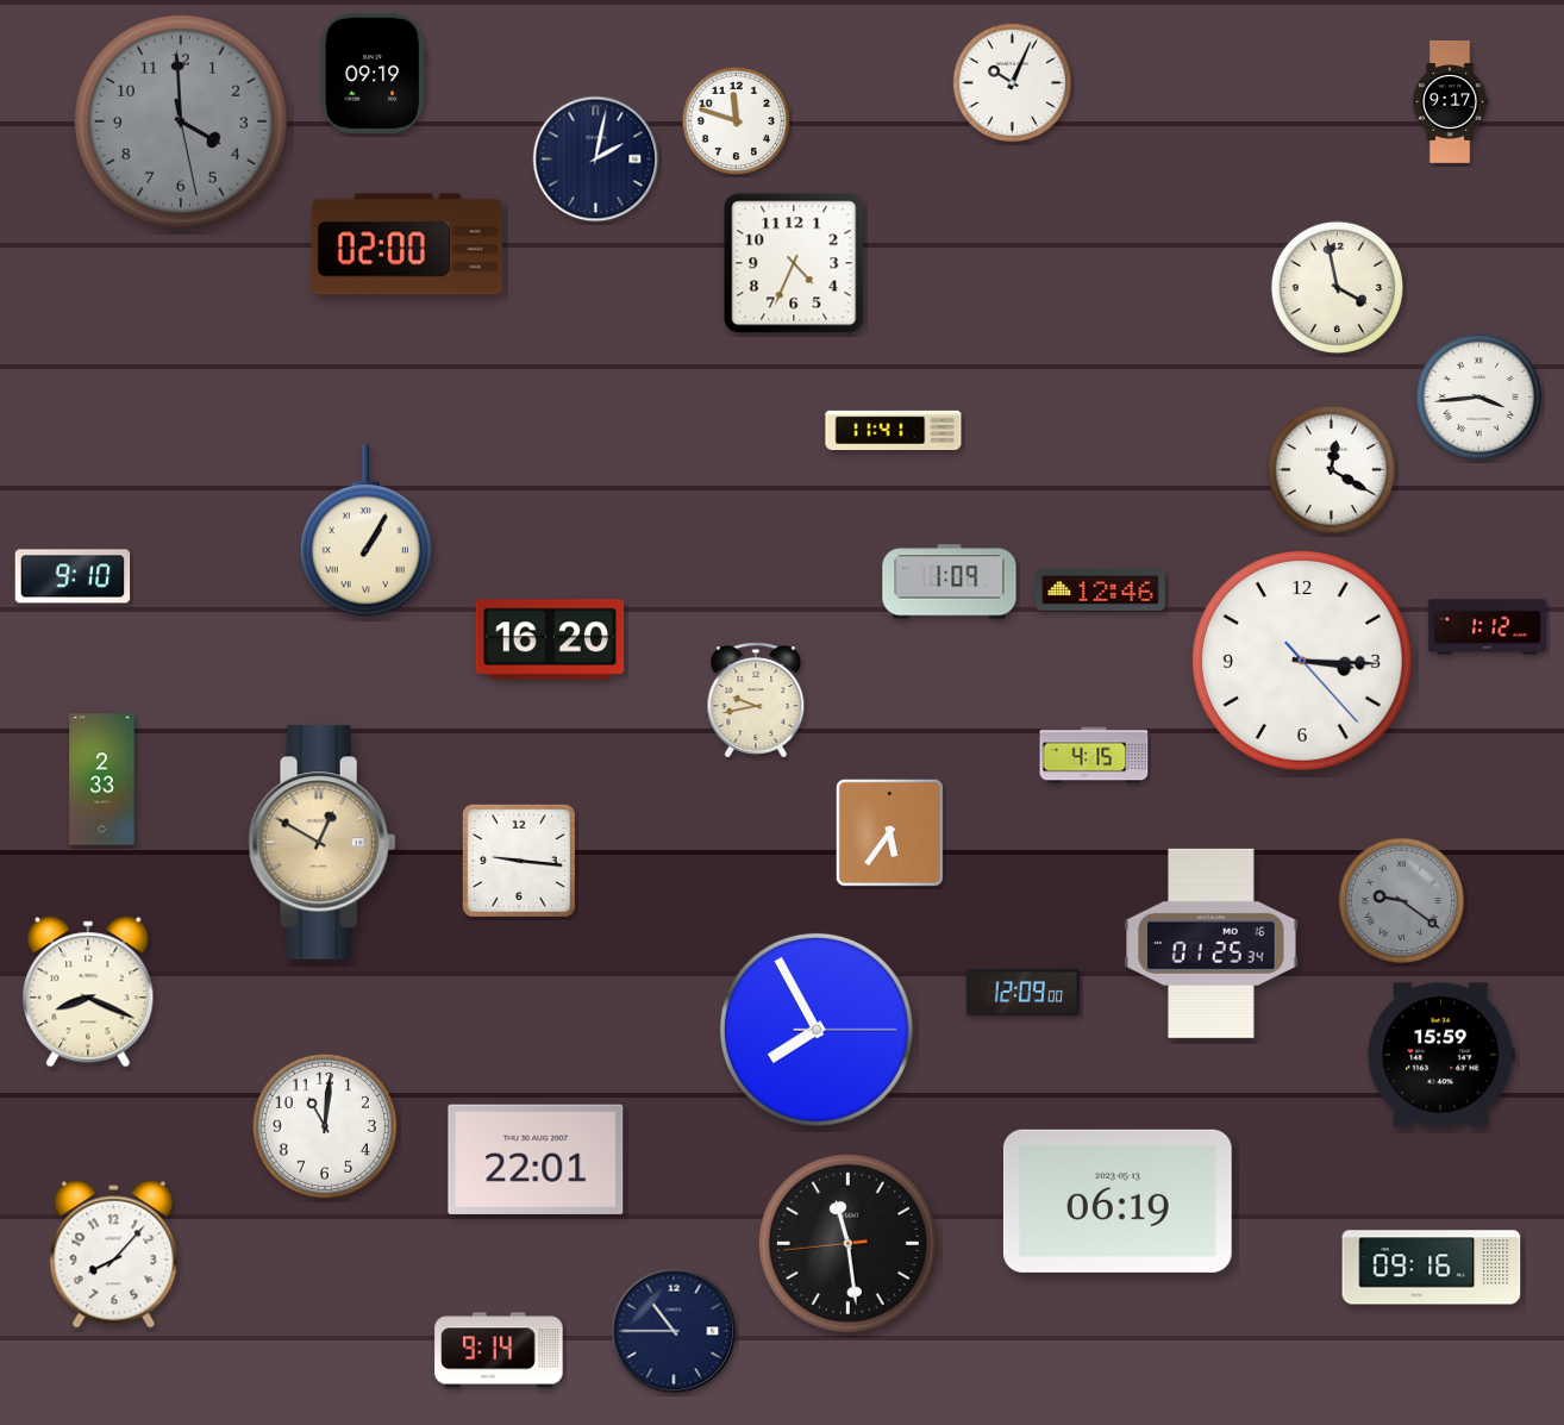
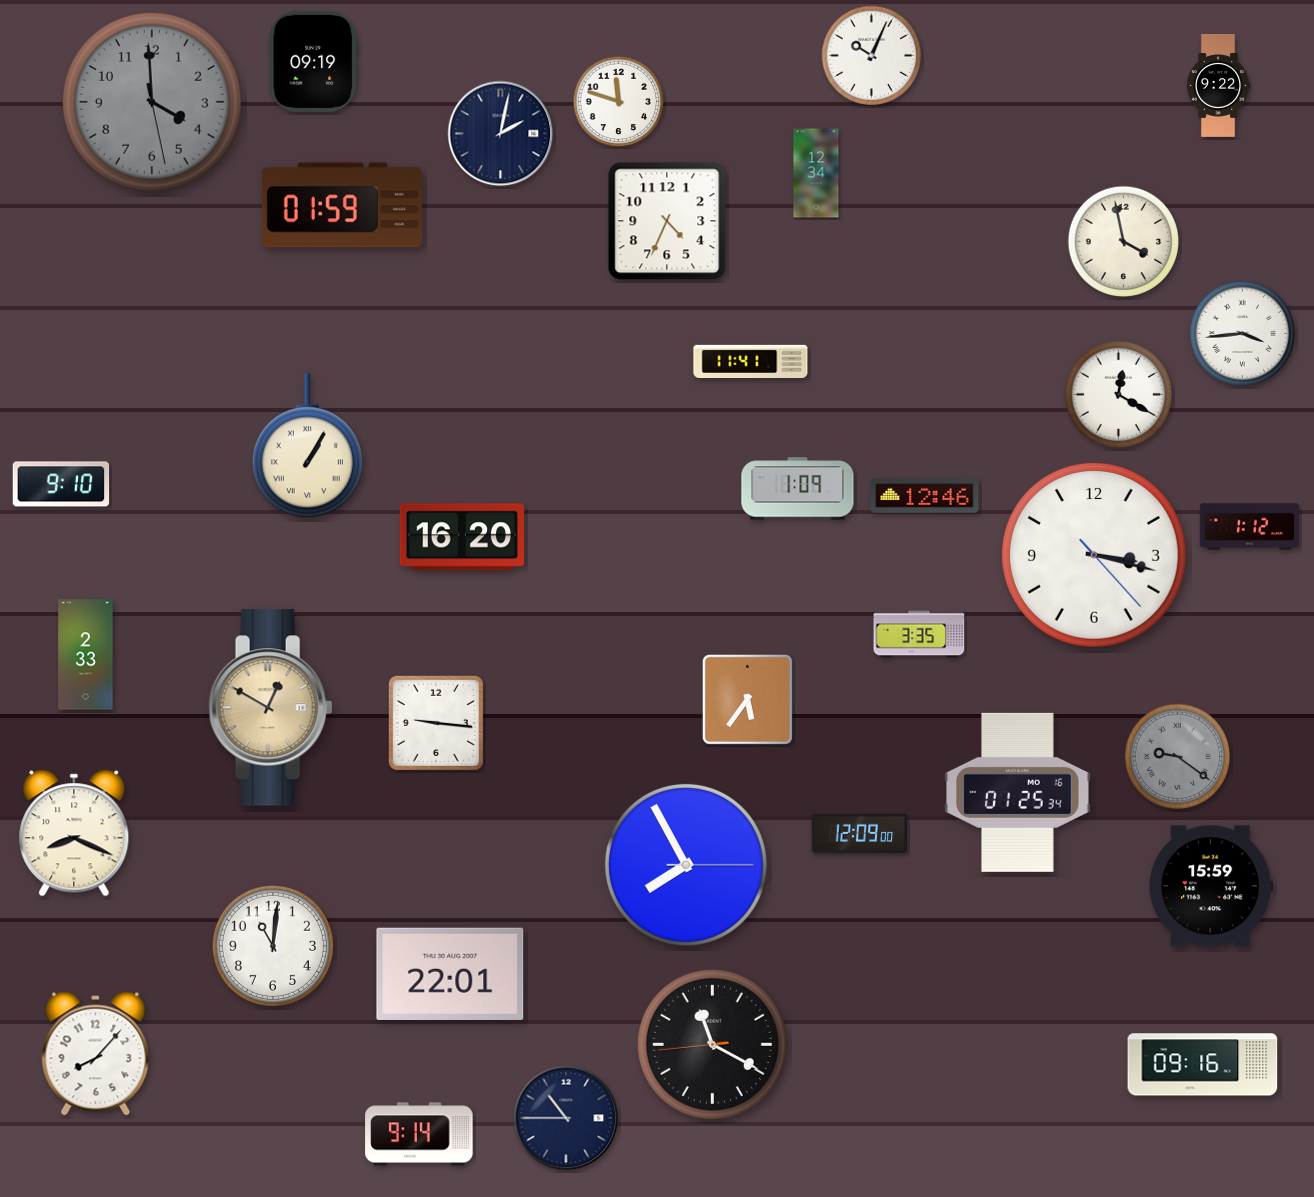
clock at (1013, 83) position: (1013, 83) -> (872, 56)
clock at (1450, 102): 9:17 -> 9:22
clock at (816, 173): none -> 12:34
clock at (407, 244): 02:00 -> 01:59
clock at (1302, 661): 3:15 -> 3:17
clock at (756, 700): 9:43 -> none
clock at (1094, 755): 4:15 -> 3:35
clock at (1118, 1201): 06:19 -> none
clock at (847, 1243): 11:28 -> 11:19
